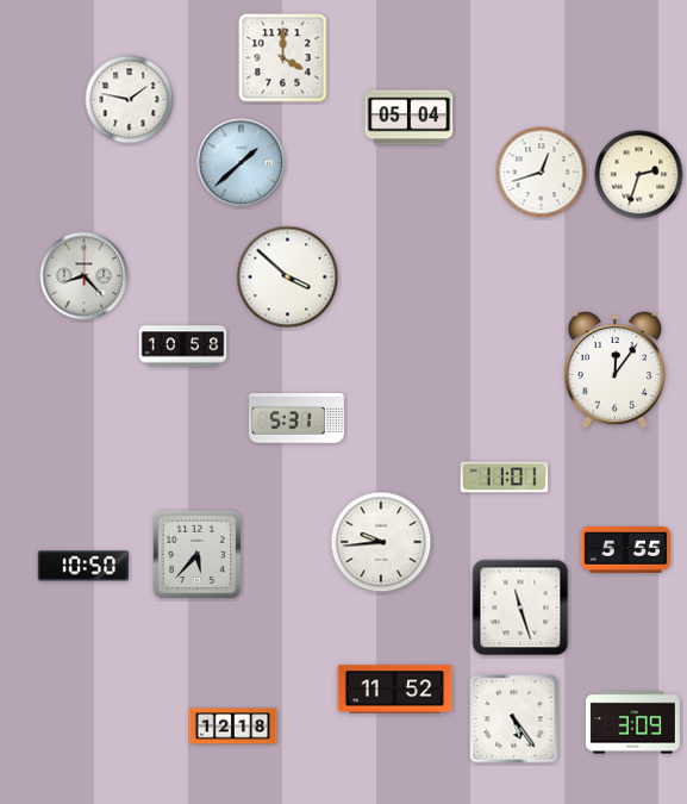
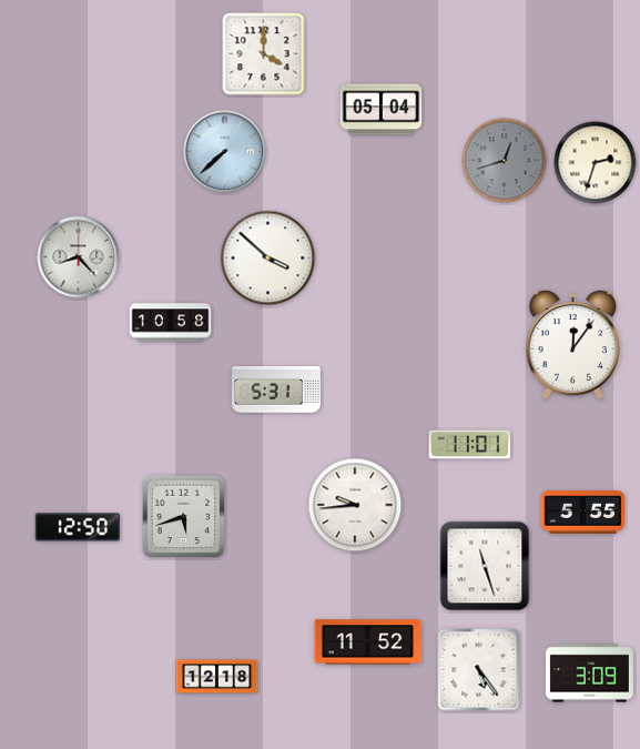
clock at (130, 100): 1:47 -> none
clock at (242, 163): 1:38 -> 7:38
clock at (542, 173) dial: white -> grey
clock at (198, 555): 5:37 -> 5:42
clock at (83, 566): 10:50 -> 12:50
